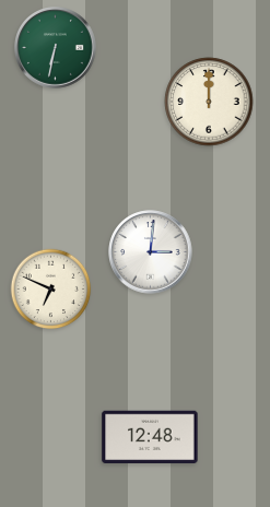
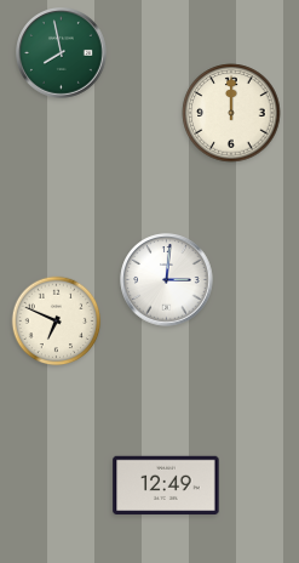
clock at (56, 48): 6:32 -> 7:58
clock at (150, 437): 12:48 -> 12:49
